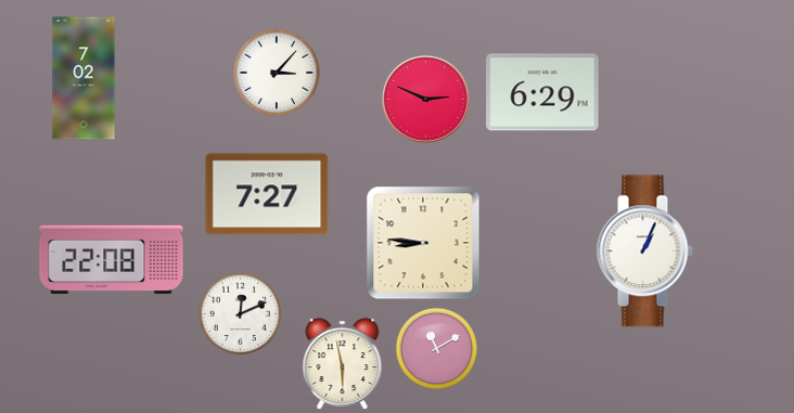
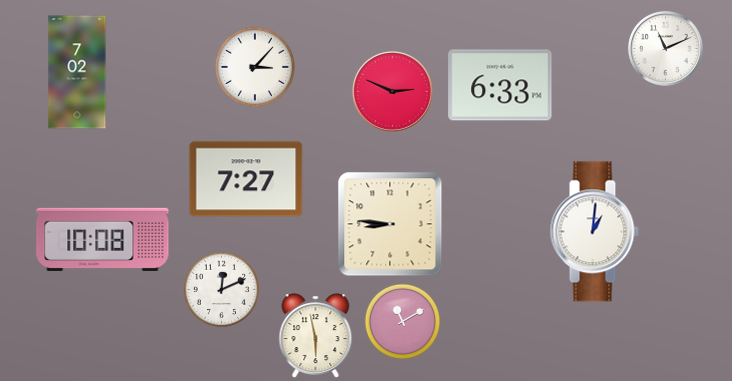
clock at (665, 48): none -> 11:11
clock at (542, 92): 6:29 -> 6:33
clock at (644, 251): 1:04 -> 1:01
clock at (112, 259): 22:08 -> 10:08
